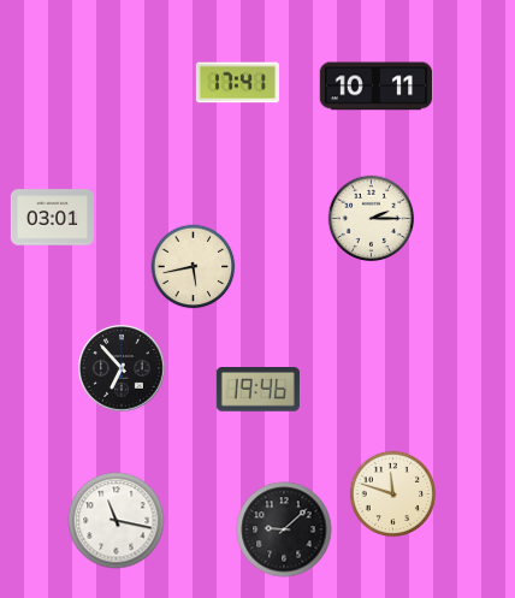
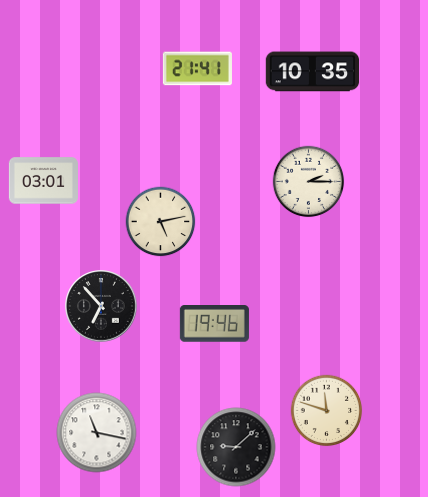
clock at (237, 83): 17:41 -> 21:41
clock at (377, 87): 10:11 -> 10:35
clock at (194, 267): 5:43 -> 5:13
clock at (284, 529) position: (284, 529) -> (236, 447)
